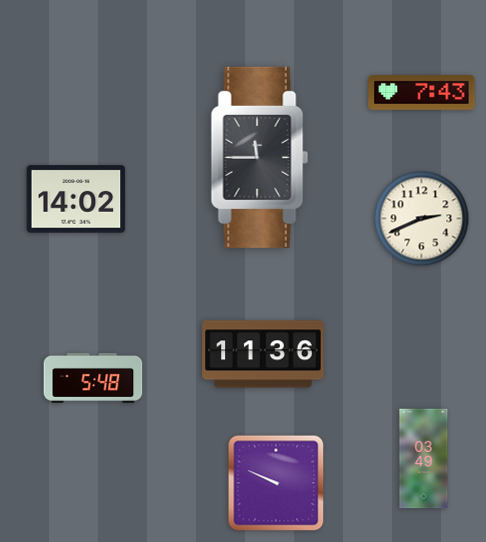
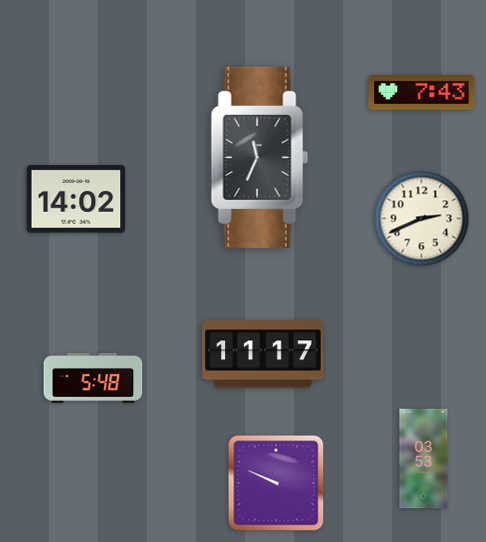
clock at (260, 157): 11:45 -> 11:34
clock at (263, 354): 11:36 -> 11:17
clock at (424, 459): 03:49 -> 03:53
